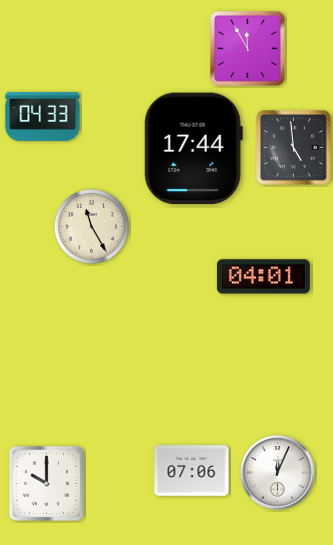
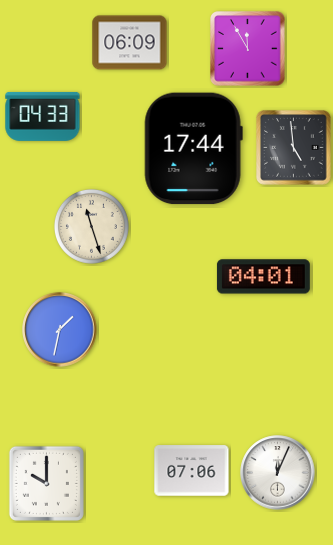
clock at (130, 43): none -> 06:09
clock at (91, 226): 11:25 -> 11:27
clock at (60, 330): none -> 1:32
